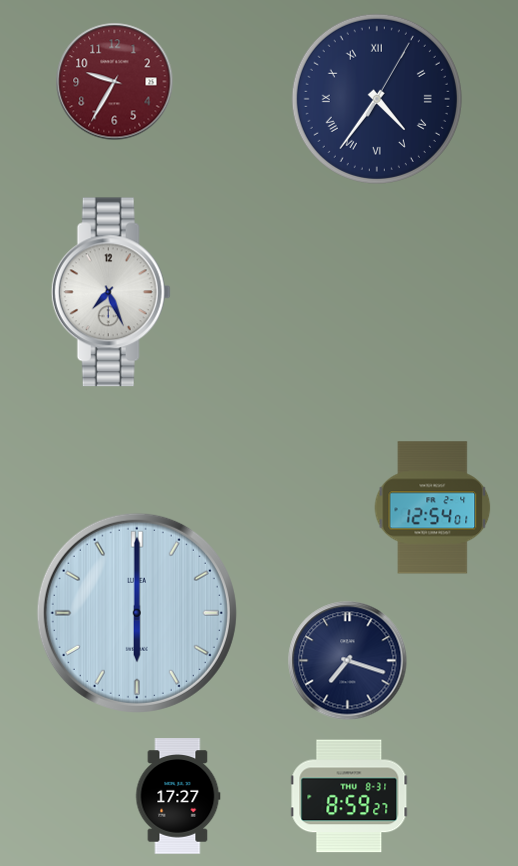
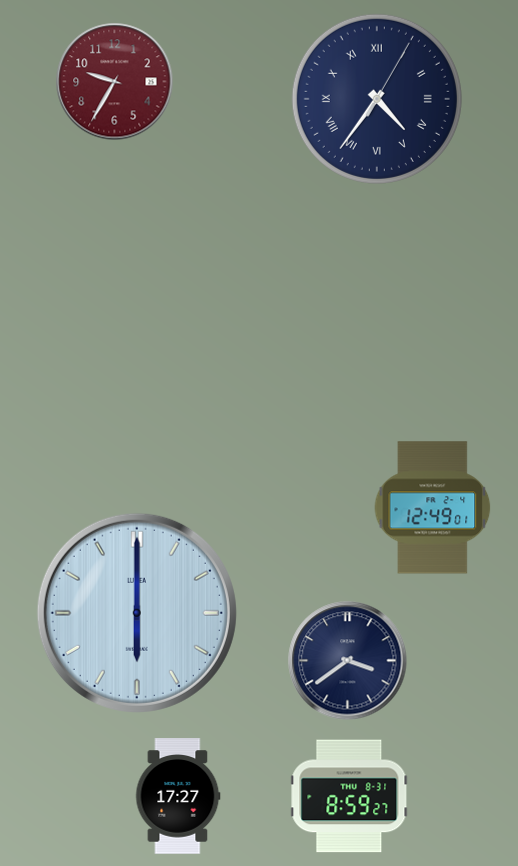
clock at (111, 292): 7:26 -> none
clock at (433, 508): 12:54 -> 12:49
clock at (348, 661): 7:18 -> 3:39
